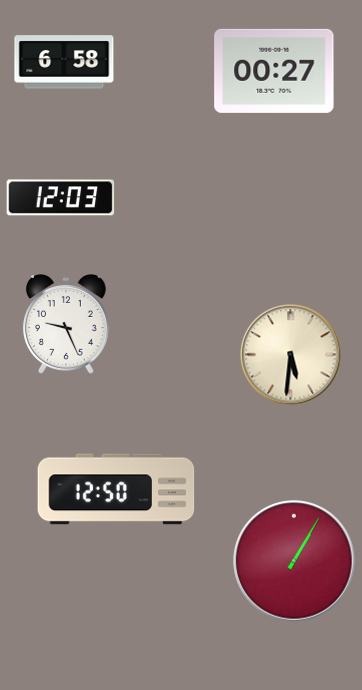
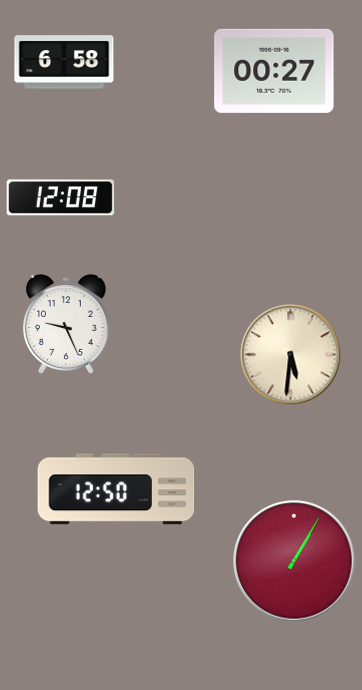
clock at (61, 198): 12:03 -> 12:08
